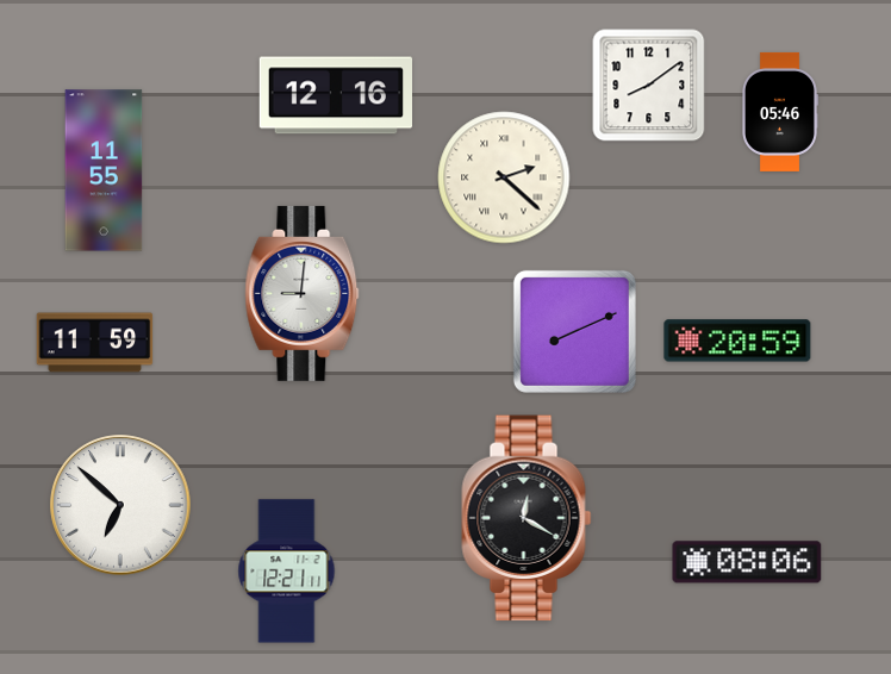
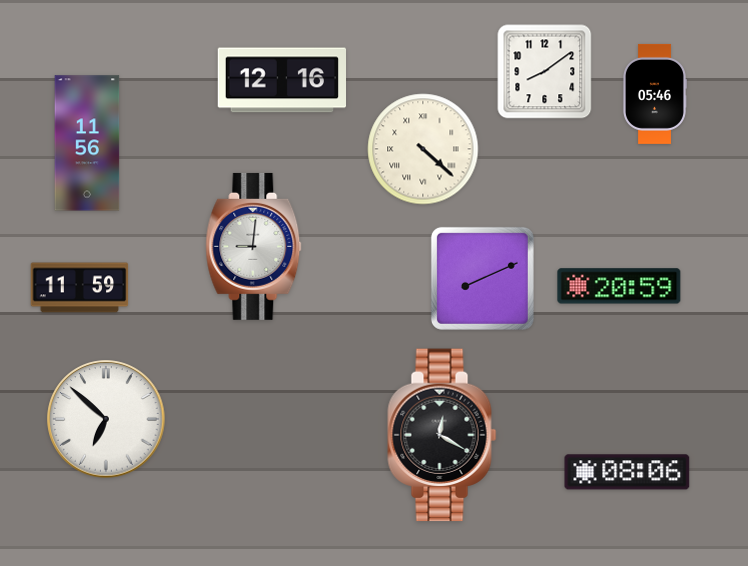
clock at (104, 170): 11:55 -> 11:56
clock at (504, 177): 2:22 -> 4:22
clock at (120, 505) position: (120, 505) -> (106, 419)
clock at (287, 572): 12:21 -> none
